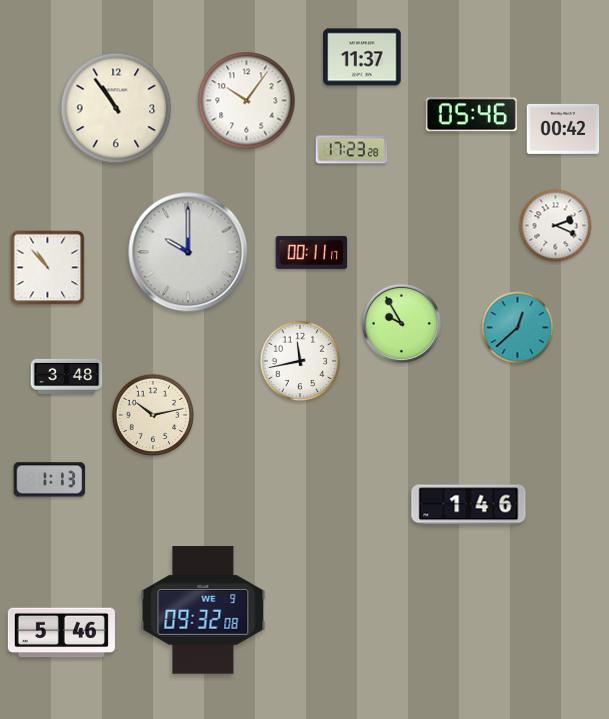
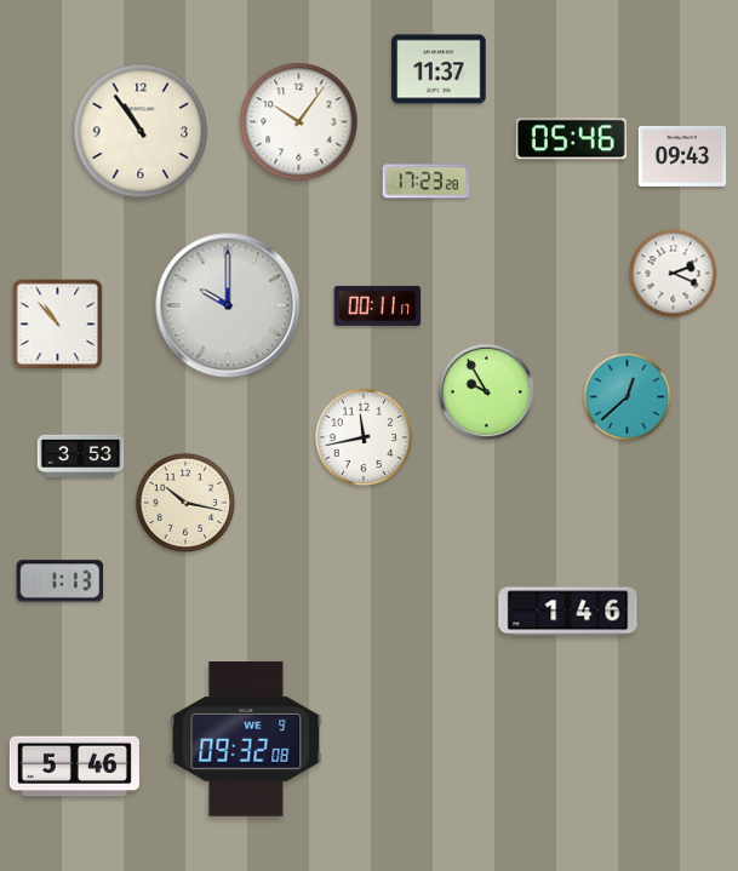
clock at (563, 129): 00:42 -> 09:43
clock at (67, 376): 3:48 -> 3:53
clock at (153, 415): 10:13 -> 10:17
